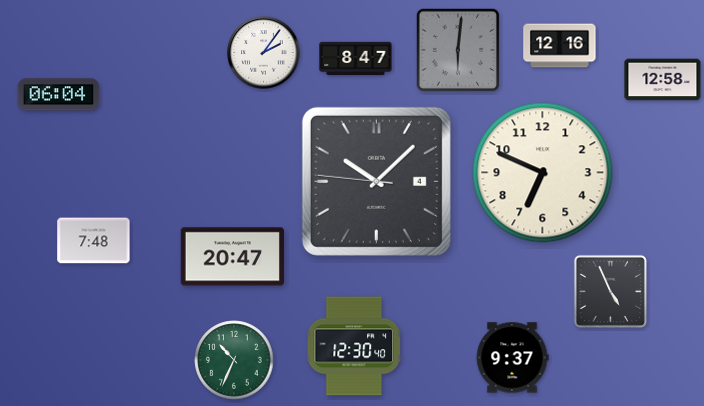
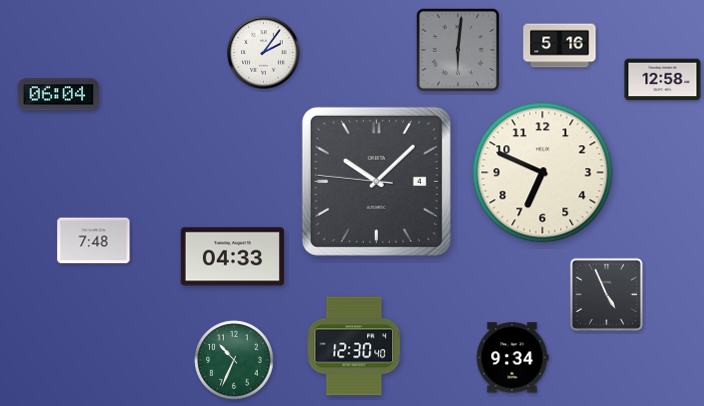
clock at (560, 46): 12:16 -> 5:16
clock at (356, 59): 8:47 -> none
clock at (232, 257): 20:47 -> 04:33
clock at (610, 291) position: (610, 291) -> (606, 294)
clock at (512, 358): 9:37 -> 9:34
